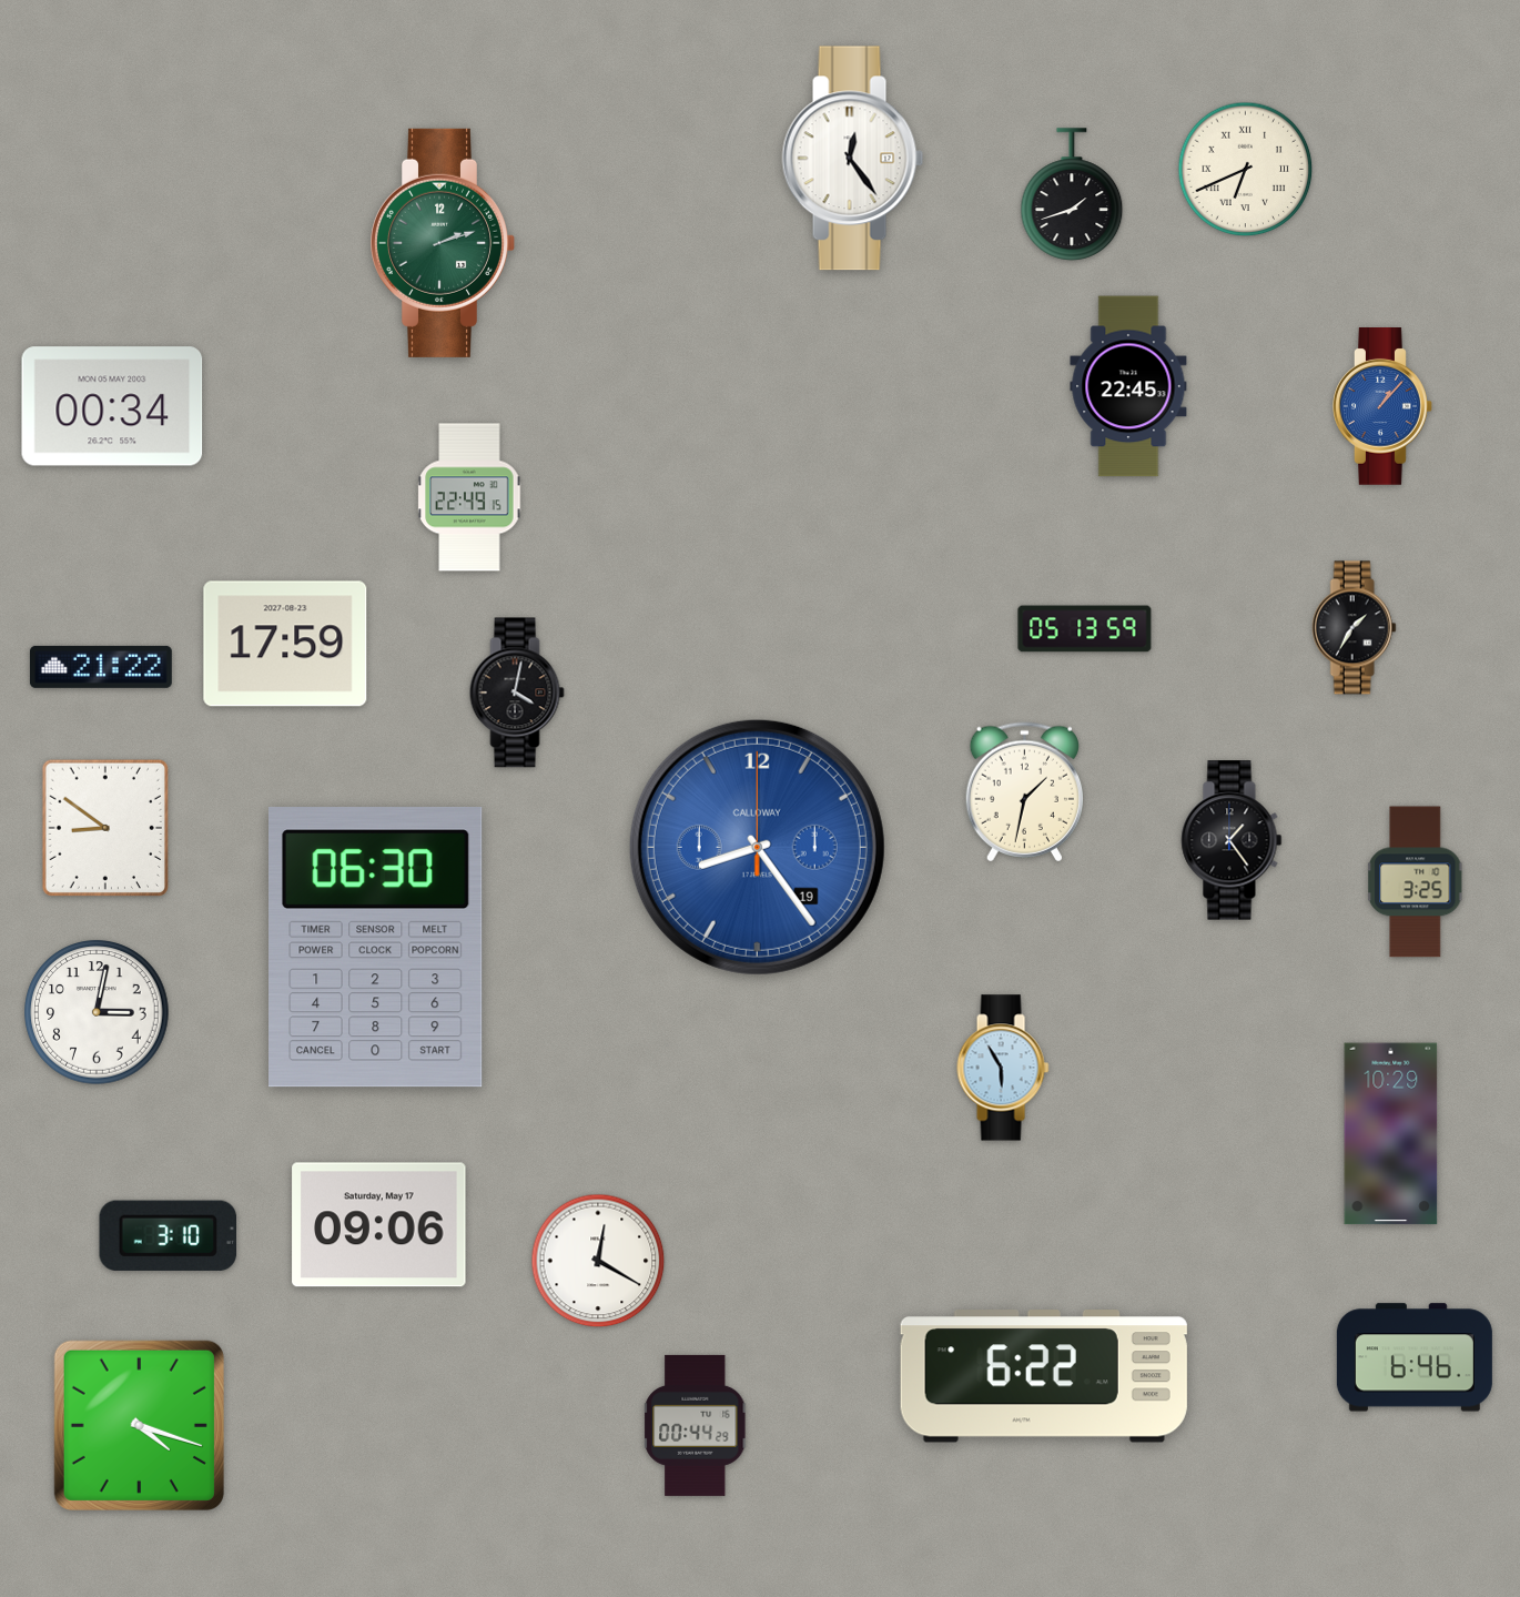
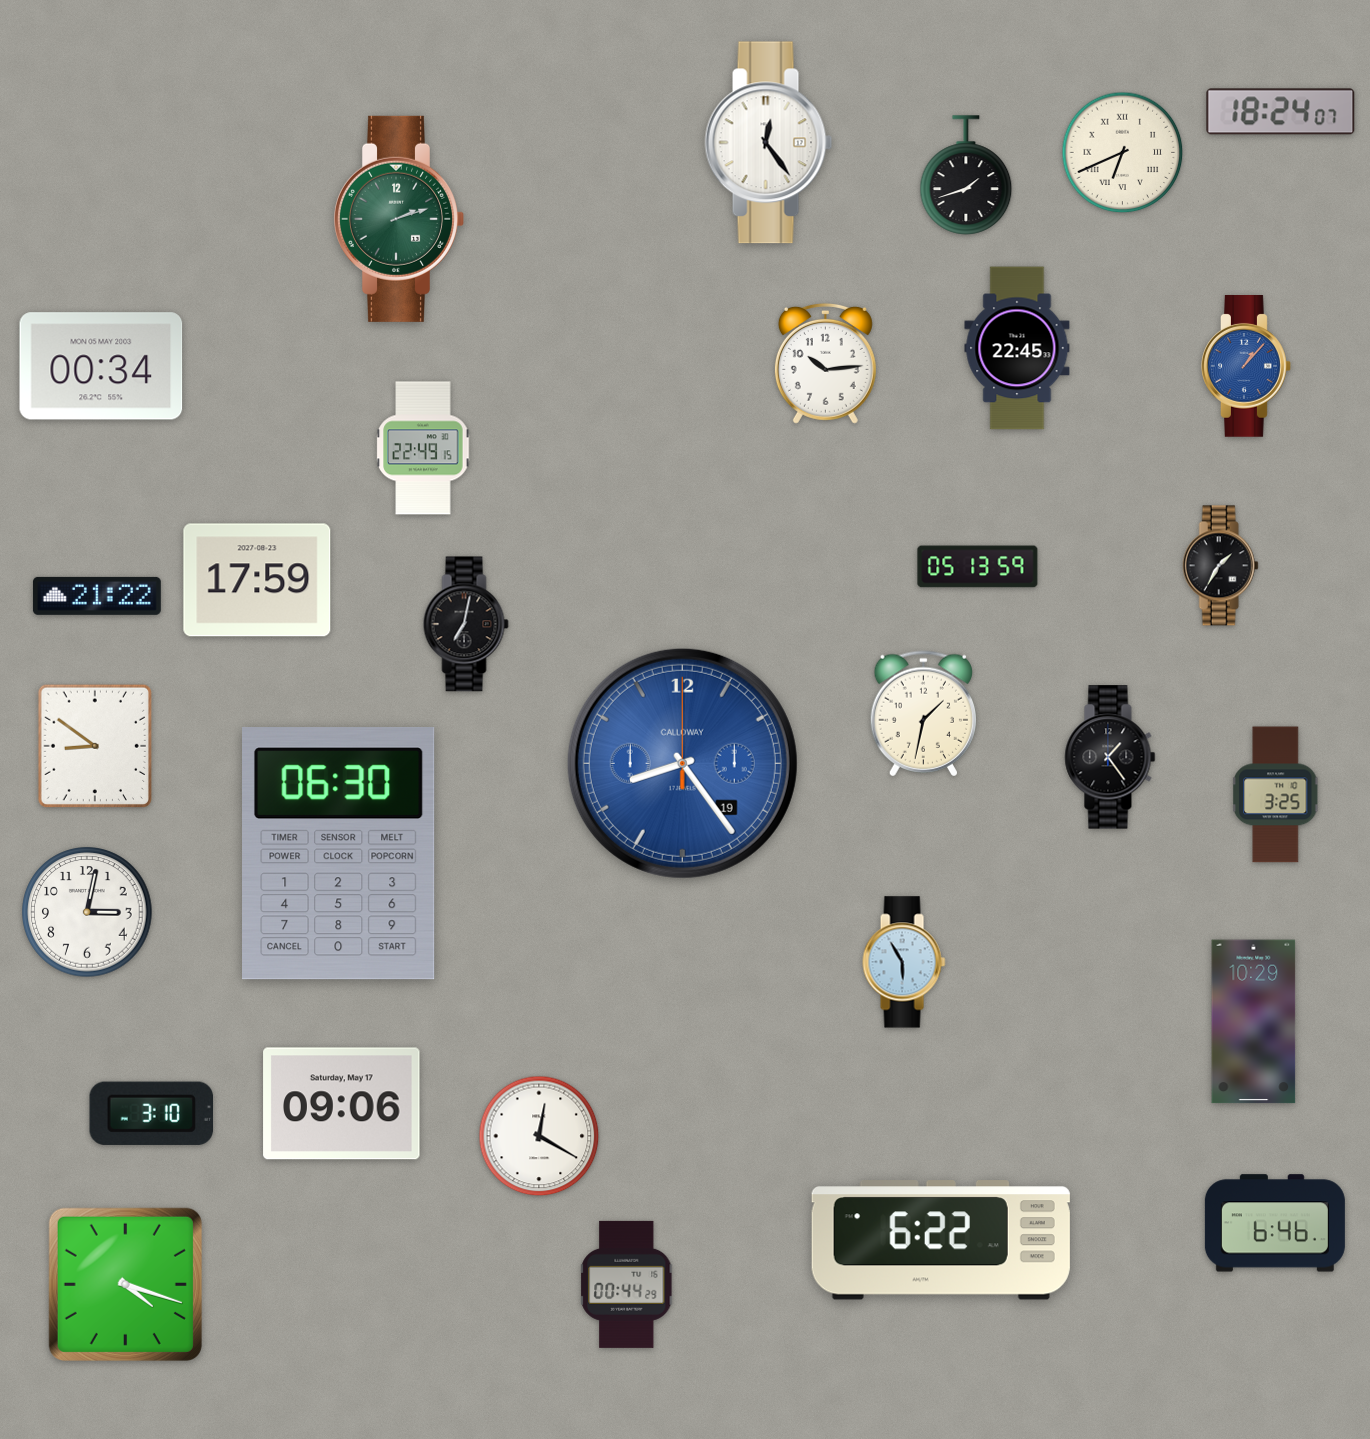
clock at (1281, 112): none -> 18:24
clock at (825, 363): none -> 10:14
clock at (101, 667) position: (101, 667) -> (97, 596)
clock at (517, 693): 4:02 -> 7:02
